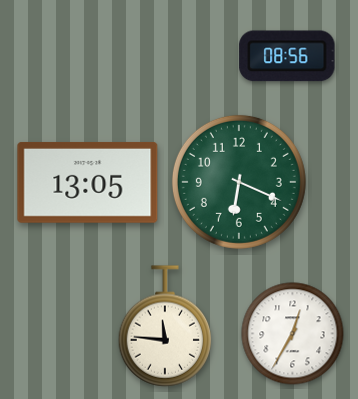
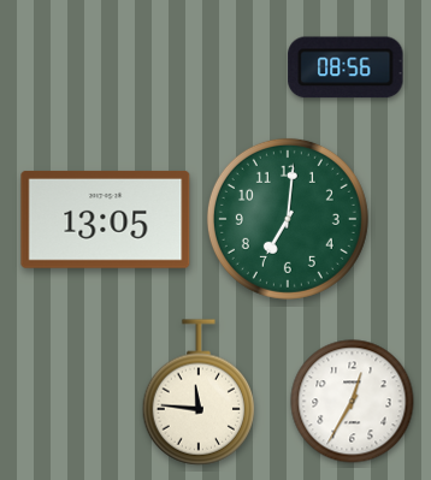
clock at (239, 182): 6:19 -> 7:01
